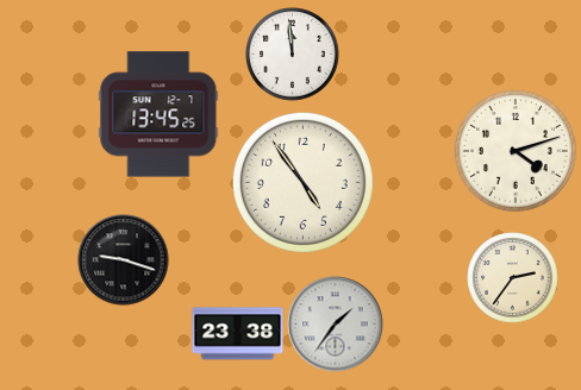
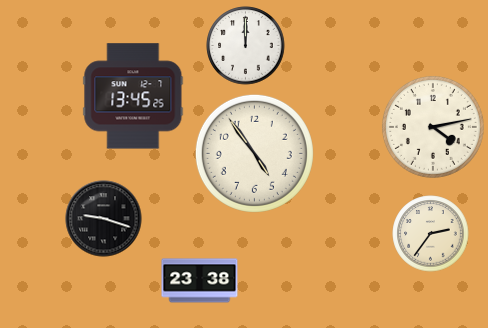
clock at (293, 55): 11:59 -> 12:00
clock at (516, 151): 4:12 -> 4:13
clock at (336, 325): 1:36 -> none
